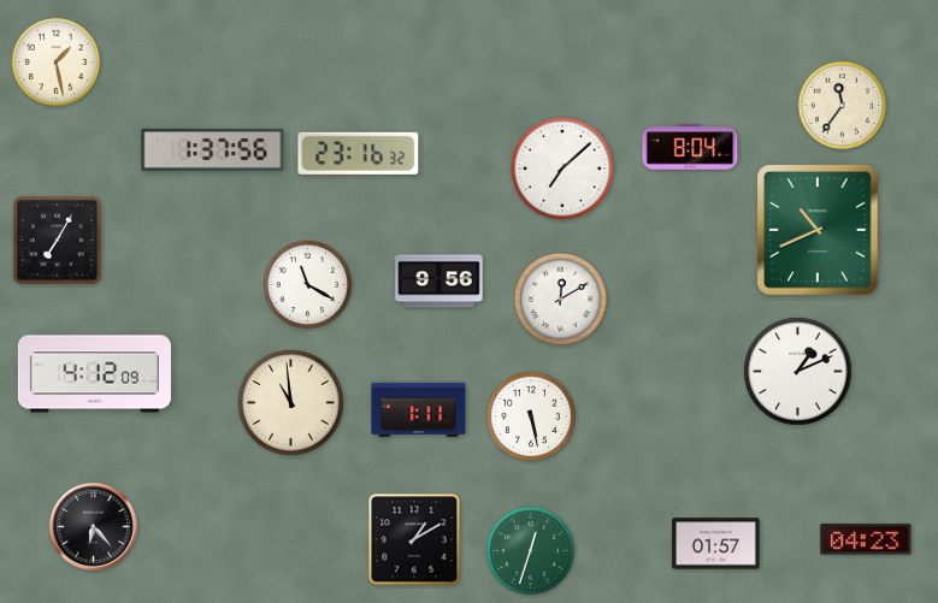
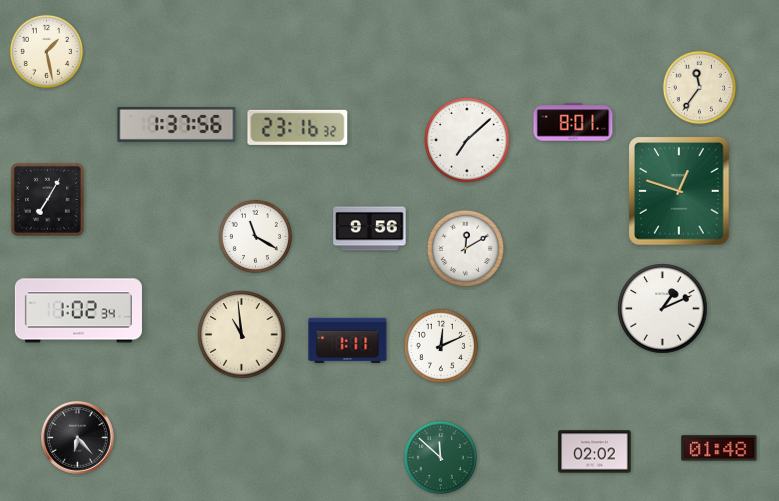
clock at (690, 147): 8:04 -> 8:01
clock at (818, 230): 10:41 -> 12:48
clock at (439, 282) position: (439, 282) -> (370, 229)
clock at (94, 374): 4:12 -> 1:02
clock at (531, 416): 5:28 -> 12:11
clock at (414, 539): 1:10 -> none
clock at (866, 539): 04:23 -> 01:48
clock at (716, 544): 01:57 -> 02:02
clock at (530, 550): 12:33 -> 11:52
